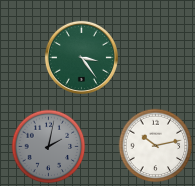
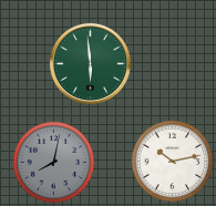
clock at (81, 57): 3:24 -> 5:59
clock at (49, 147): 2:02 -> 8:02
